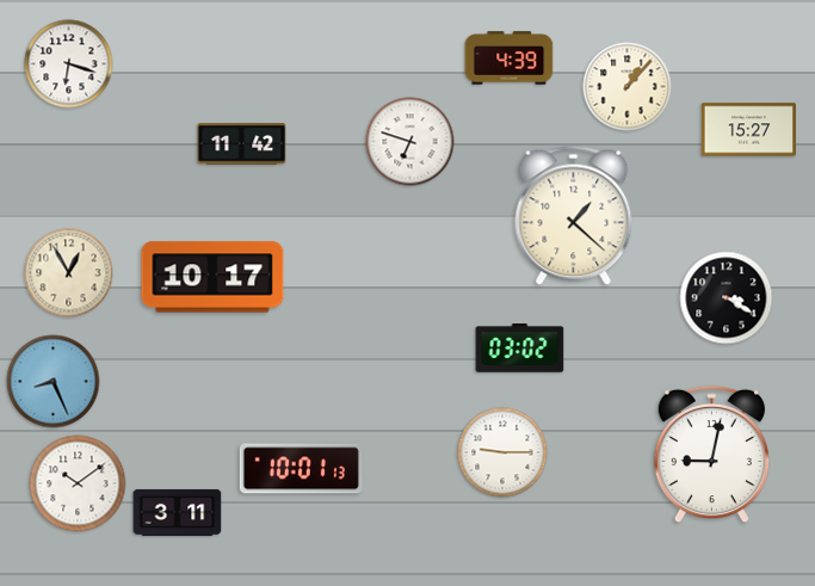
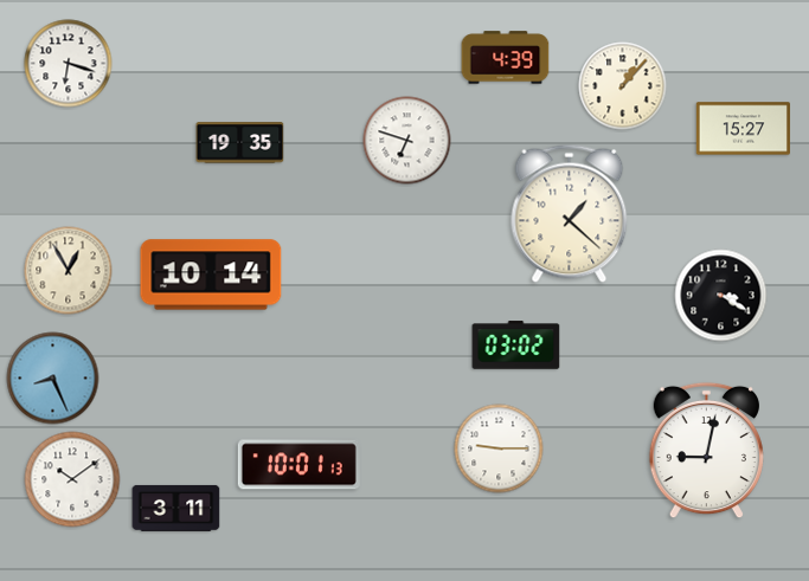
clock at (242, 144): 11:42 -> 19:35
clock at (212, 277): 10:17 -> 10:14
clock at (78, 483) position: (78, 483) -> (72, 479)
